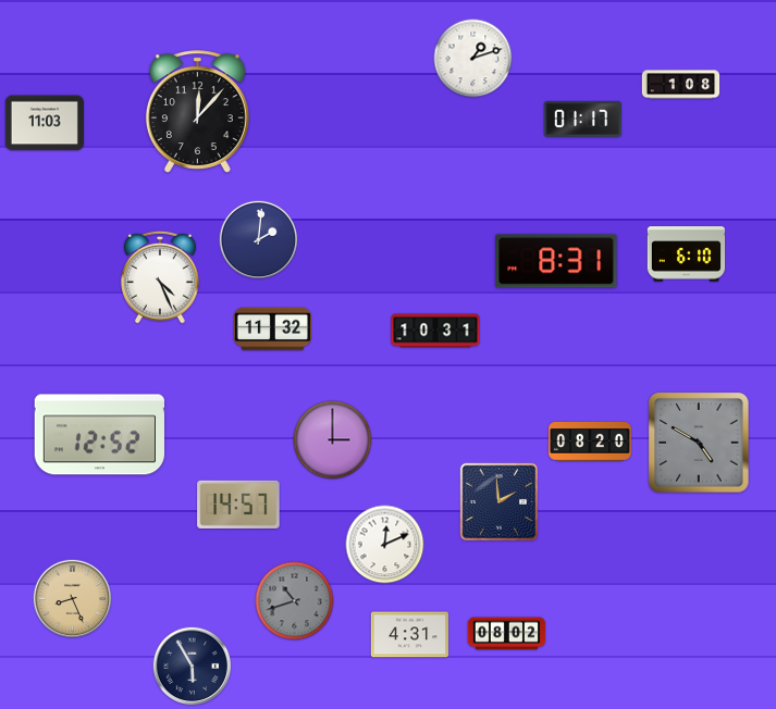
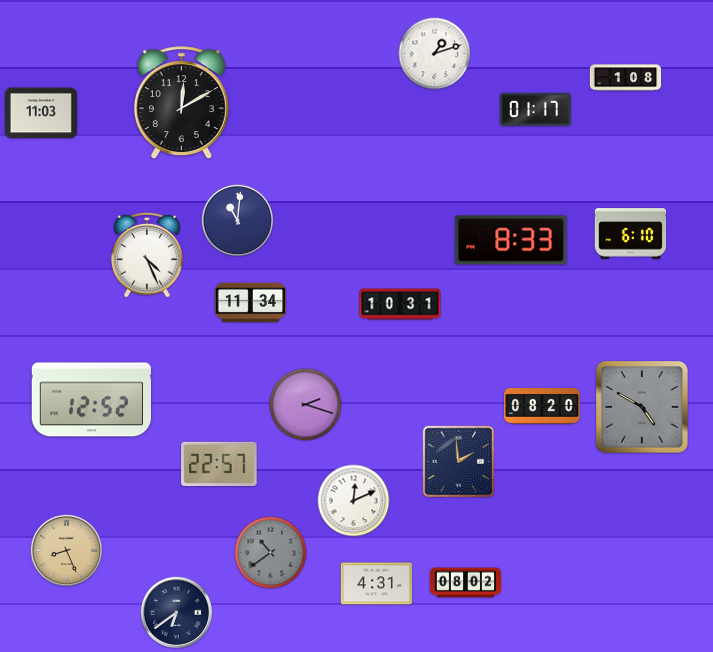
clock at (197, 111): 12:07 -> 12:10
clock at (259, 240): 2:01 -> 11:01
clock at (556, 261): 8:31 -> 8:33
clock at (273, 329): 11:32 -> 11:34
clock at (333, 440): 3:00 -> 2:18
clock at (238, 505): 14:57 -> 22:57
clock at (295, 601): 10:42 -> 10:39
clock at (193, 667): 5:55 -> 6:39
